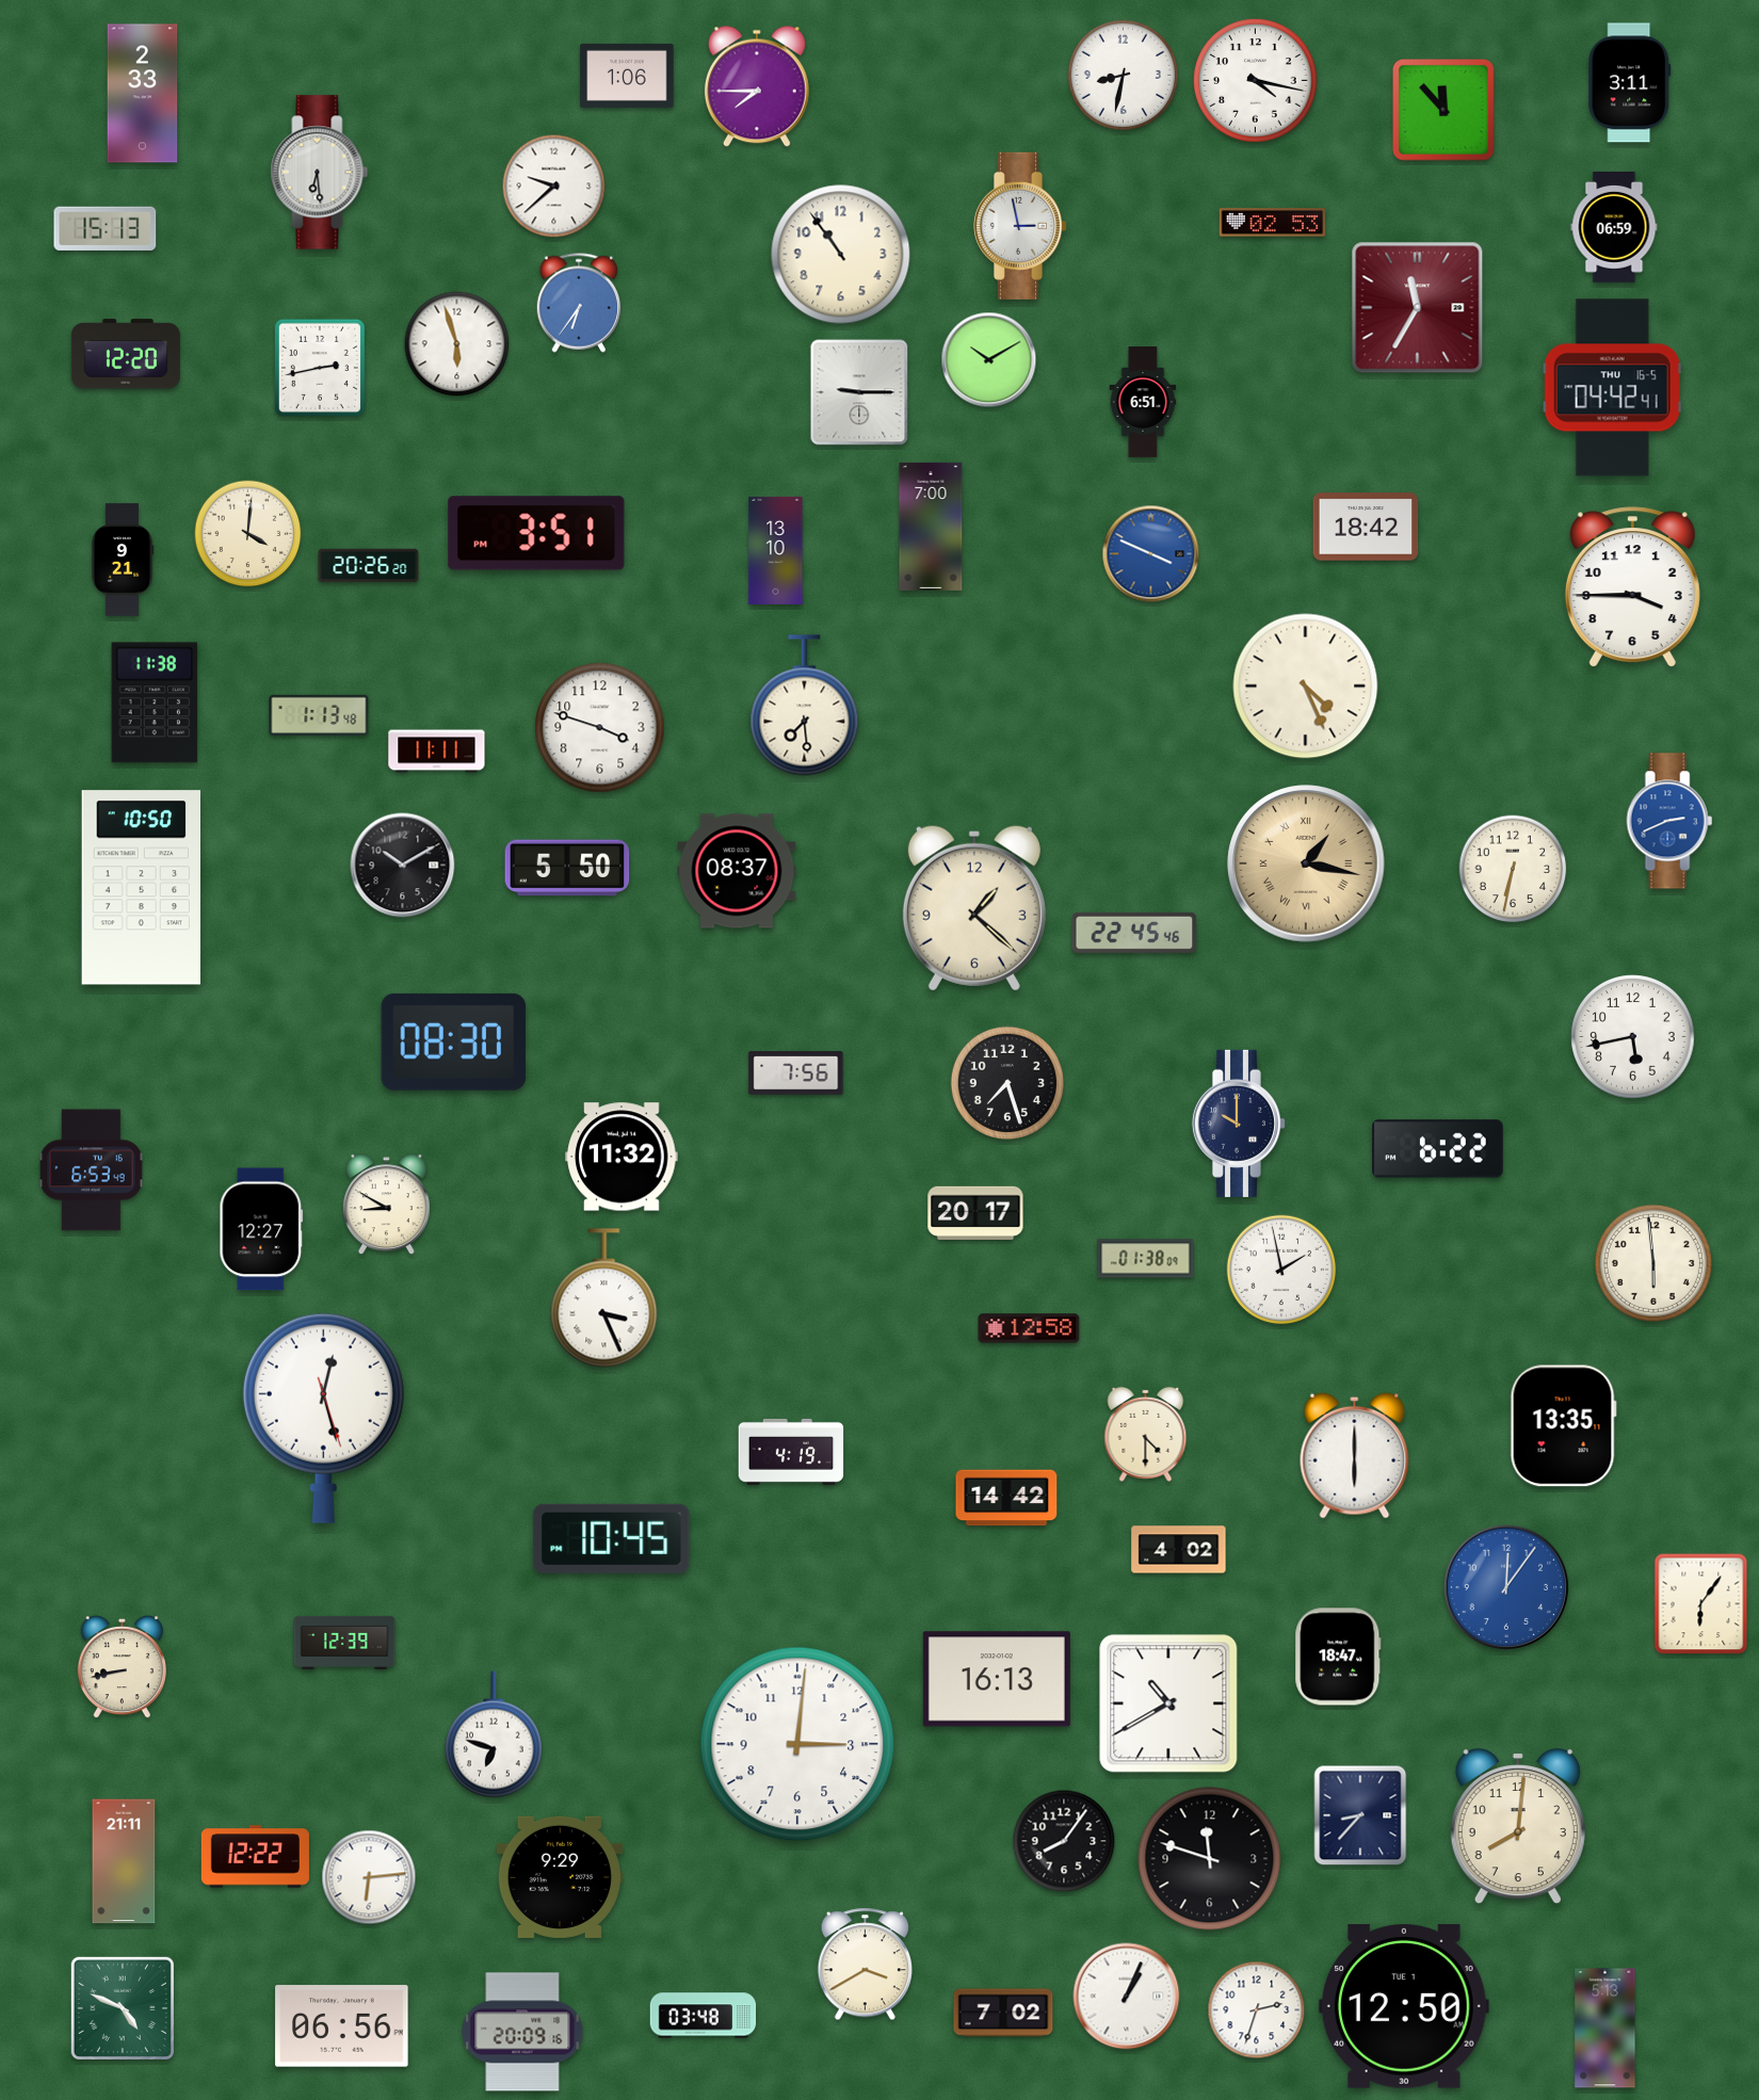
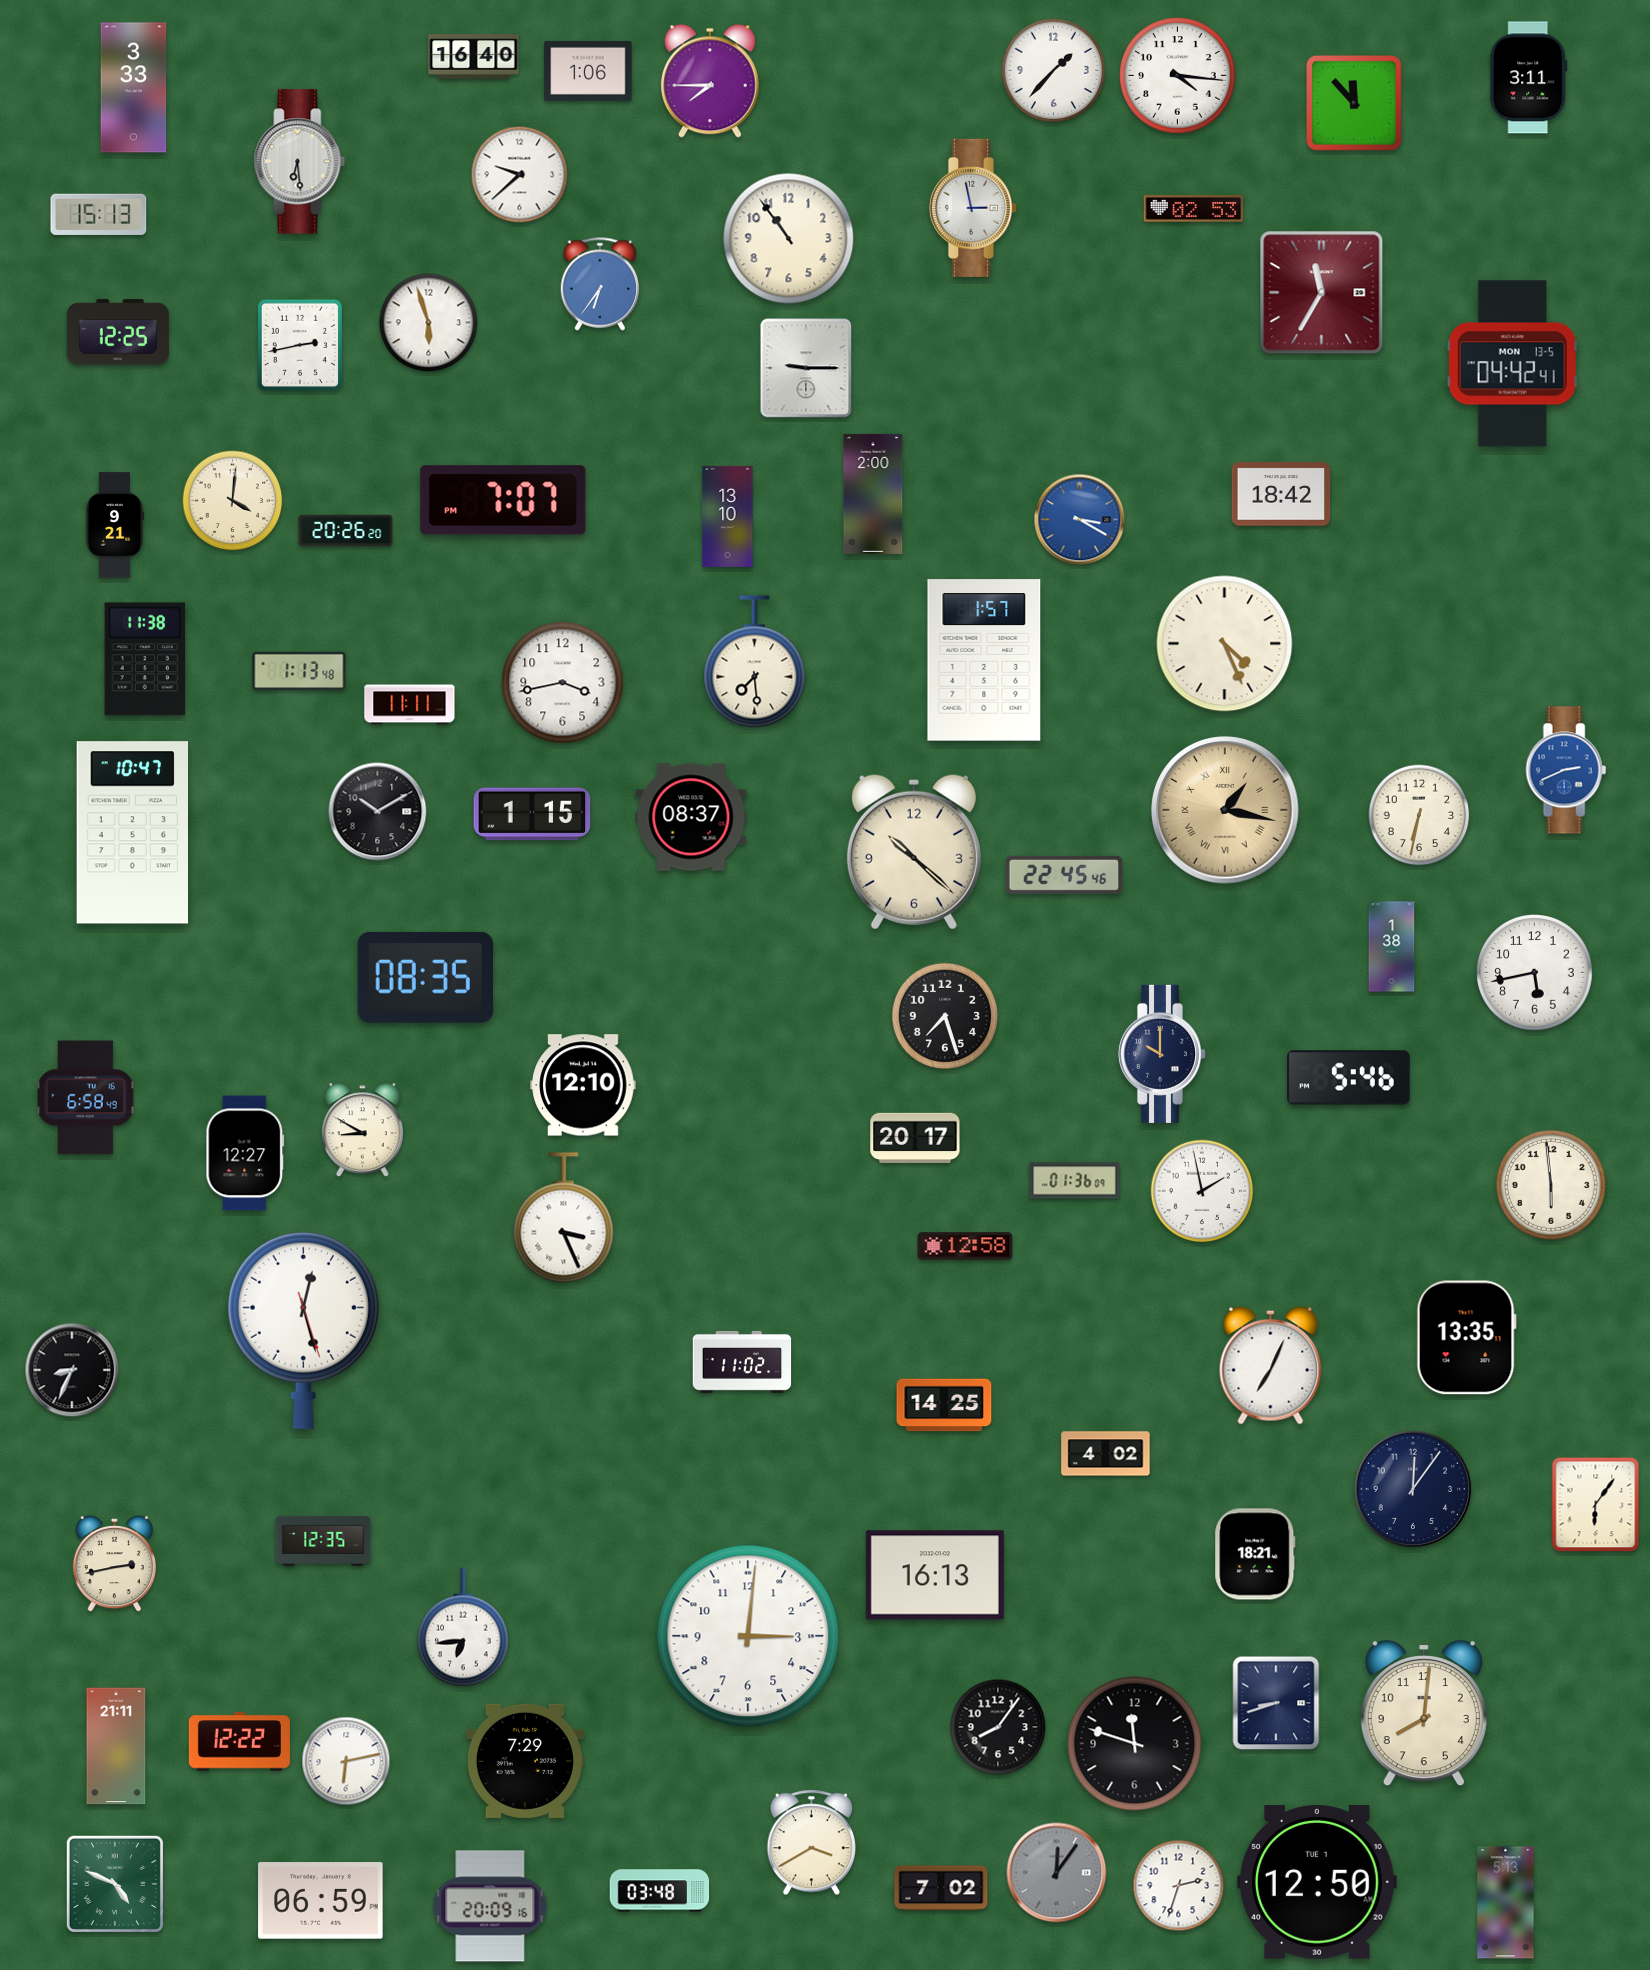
clock at (474, 57): none -> 16:40
clock at (1124, 76): 8:32 -> 1:37
clock at (1256, 81): 4:17 -> 4:16
clock at (143, 94): 2:33 -> 3:33
clock at (1019, 226) position: (1019, 226) -> (972, 208)
clock at (1614, 228): 06:59 -> none
clock at (579, 303) position: (579, 303) -> (600, 284)
clock at (1418, 308) position: (1418, 308) -> (1322, 293)
clock at (126, 354): 12:20 -> 12:25
clock at (989, 360): 10:10 -> none
clock at (1612, 388) date: THU 16-5 -> MON 13-5
clock at (1143, 402): 6:51 -> none
clock at (931, 527): 7:00 -> 2:00
clock at (536, 533): 3:51 -> 7:07
clock at (1151, 554): 3:49 -> 3:20
clock at (1632, 586): 3:45 -> none
clock at (984, 660): none -> 1:57
clock at (600, 728): 3:48 -> 3:43
clock at (567, 868): 5:50 -> 1:15
clock at (141, 888): 10:50 -> 10:47
clock at (974, 908): 1:22 -> 10:22
clock at (1392, 947): none -> 1:38
clock at (1633, 1037) position: (1633, 1037) -> (1535, 973)
clock at (453, 1041): 08:30 -> 08:35
clock at (796, 1073): 7:56 -> none
clock at (1438, 1149): 6:22 -> 5:46
clock at (622, 1157): 11:32 -> 12:10
clock at (92, 1170): 6:53 -> 6:58
clock at (1146, 1259): 01:38 -> 01:36
clock at (604, 1298) position: (604, 1298) -> (564, 1218)
clock at (1146, 1434): 4:30 -> none
clock at (791, 1452): 4:19 -> 11:02
clock at (1355, 1455): 6:00 -> 7:04
clock at (72, 1370): none -> 8:34
clock at (1006, 1498): 14:42 -> 14:25
clock at (612, 1538): 10:45 -> none
clock at (1506, 1587) dial: blue -> navy
clock at (344, 1643): 12:39 -> 12:35
clock at (1338, 1657): 18:47 -> 18:21
clock at (122, 1668): 8:43 -> 2:43
clock at (1168, 1703): 10:40 -> none
clock at (494, 1734): 6:48 -> 6:44
clock at (1360, 1815): 8:37 -> 8:42
clock at (369, 1877): 6:14 -> 6:13
clock at (559, 1877): 9:29 -> 7:29
clock at (1127, 1997): 1:04 -> 12:06
clock at (1127, 1997) dial: white -> grey
clock at (342, 2026): 06:56 -> 06:59
